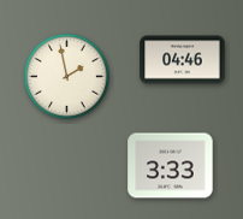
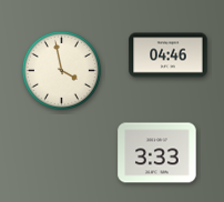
clock at (66, 76): 1:58 -> 3:58
